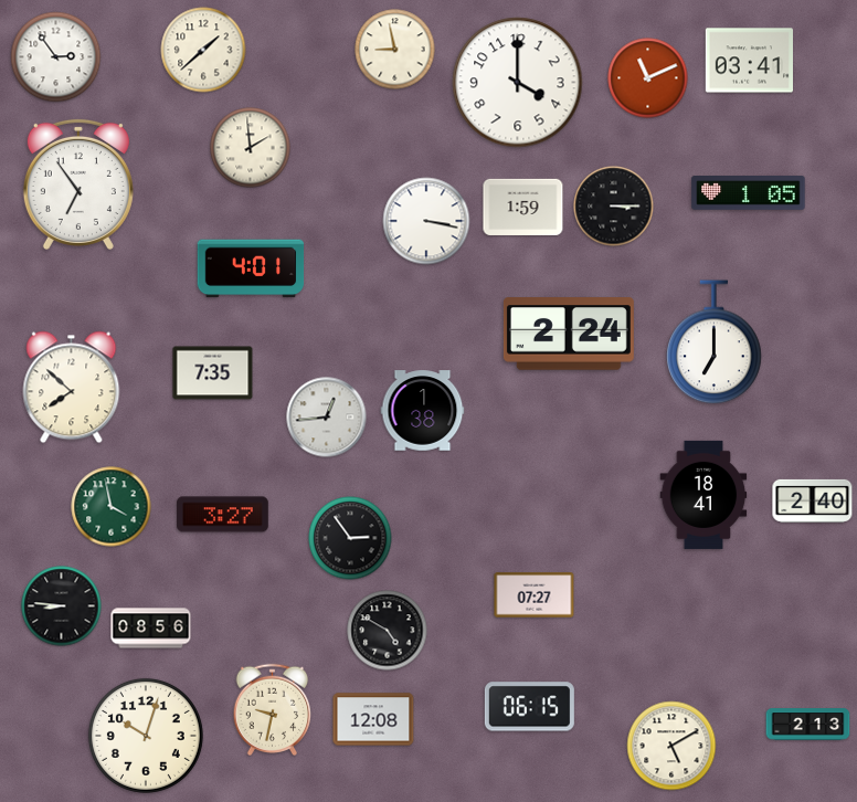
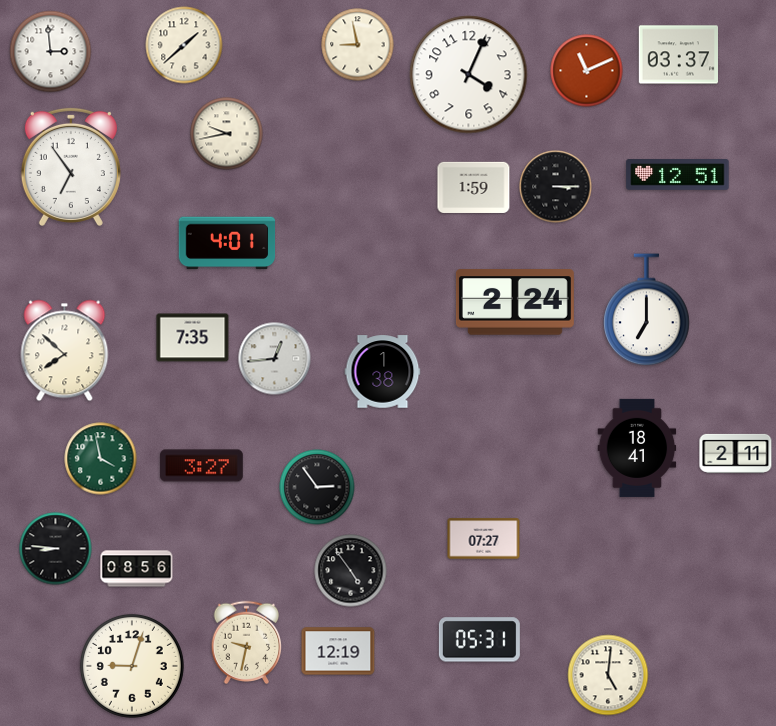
clock at (56, 57): 2:54 -> 2:59
clock at (749, 61): 03:41 -> 03:37
clock at (518, 83): 4:00 -> 4:04
clock at (251, 148): 1:59 -> 9:43
clock at (749, 193): 1:05 -> 12:51
clock at (426, 221): 3:17 -> none
clock at (327, 418) position: (327, 418) -> (275, 359)
clock at (813, 500): 2:40 -> 2:11
clock at (388, 631): 4:50 -> 4:54
clock at (529, 707): 06:15 -> 05:31
clock at (373, 719): 12:08 -> 12:19
clock at (808, 725): 2:13 -> none
clock at (146, 736): 10:03 -> 9:03
clock at (671, 746): 5:10 -> 5:01
